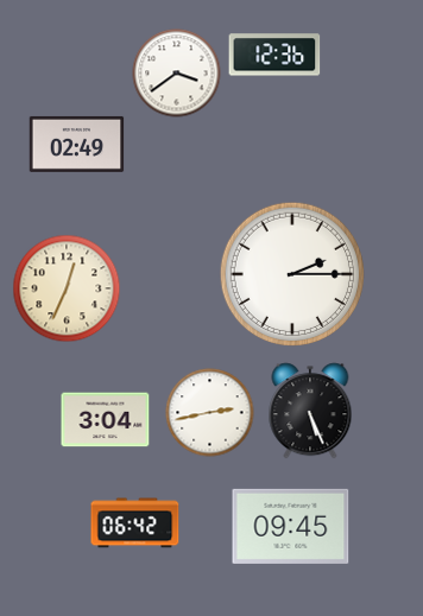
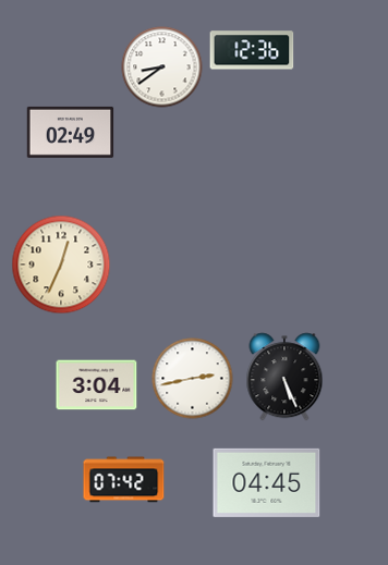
clock at (177, 74): 3:39 -> 8:39
clock at (291, 273): 2:15 -> none
clock at (135, 523): 06:42 -> 07:42
clock at (291, 526): 09:45 -> 04:45
